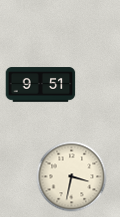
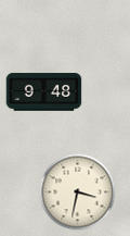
clock at (41, 85): 9:51 -> 9:48
